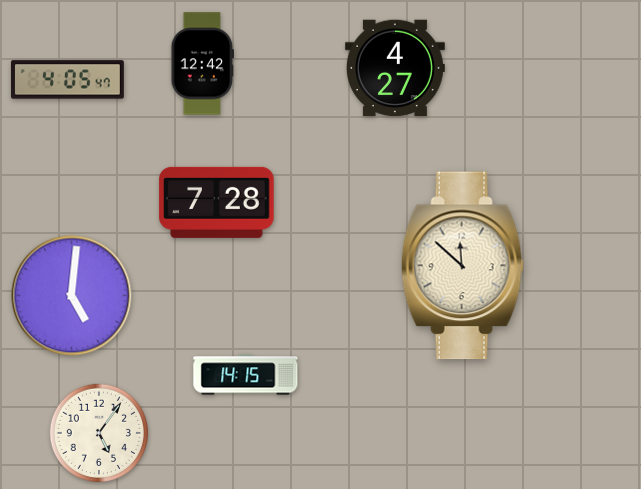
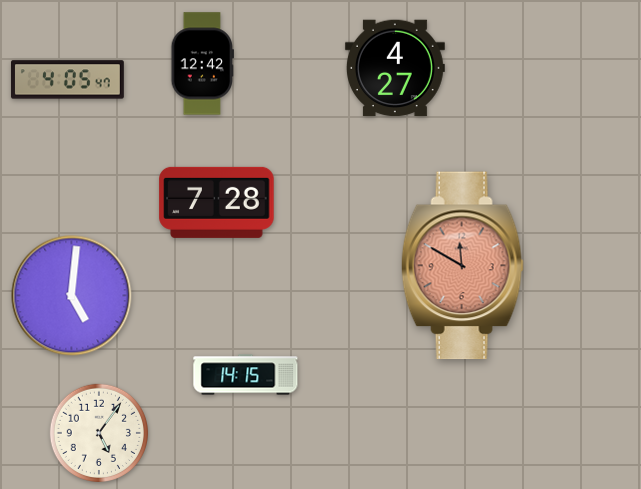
clock at (462, 266): 11:52 -> 11:50
clock at (462, 266) dial: cream -> salmon
